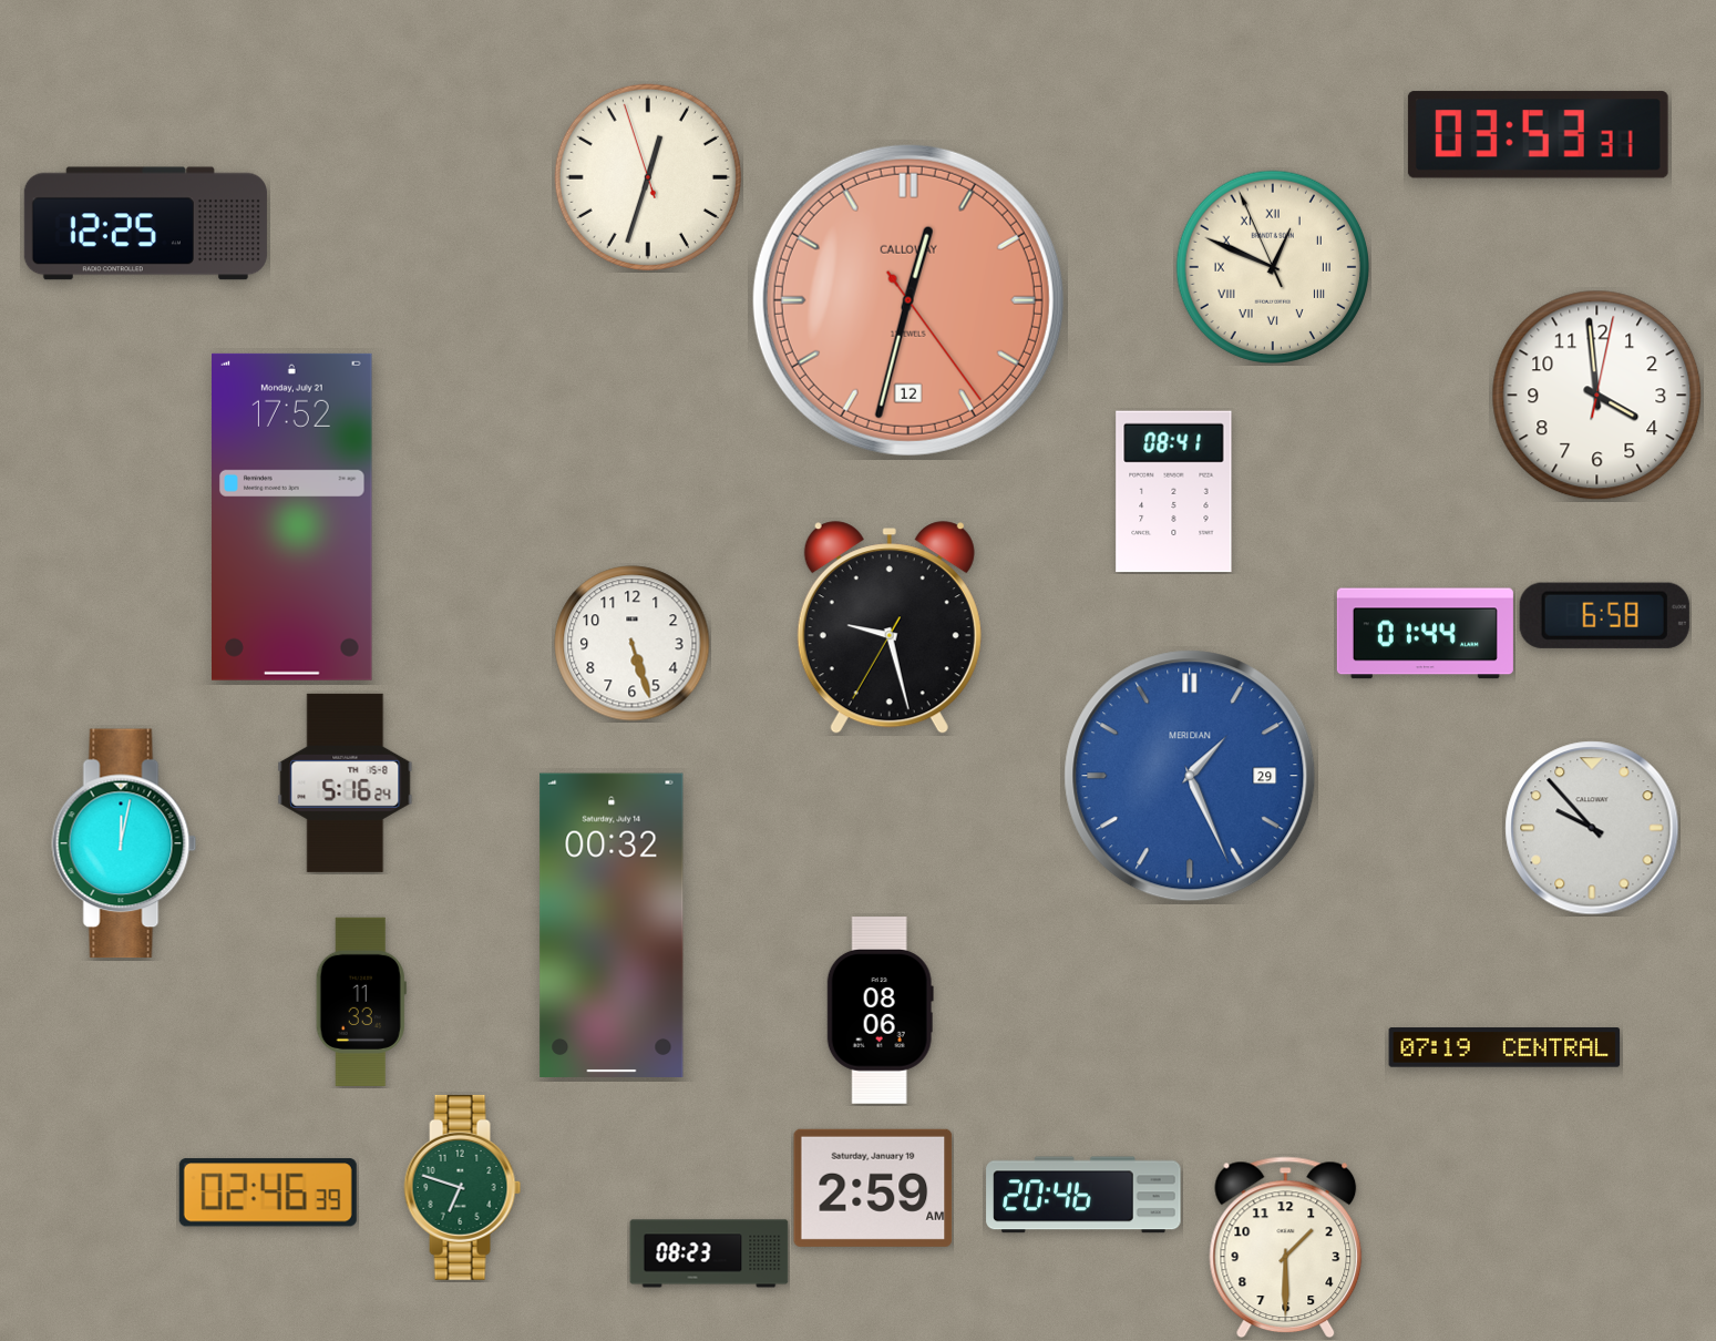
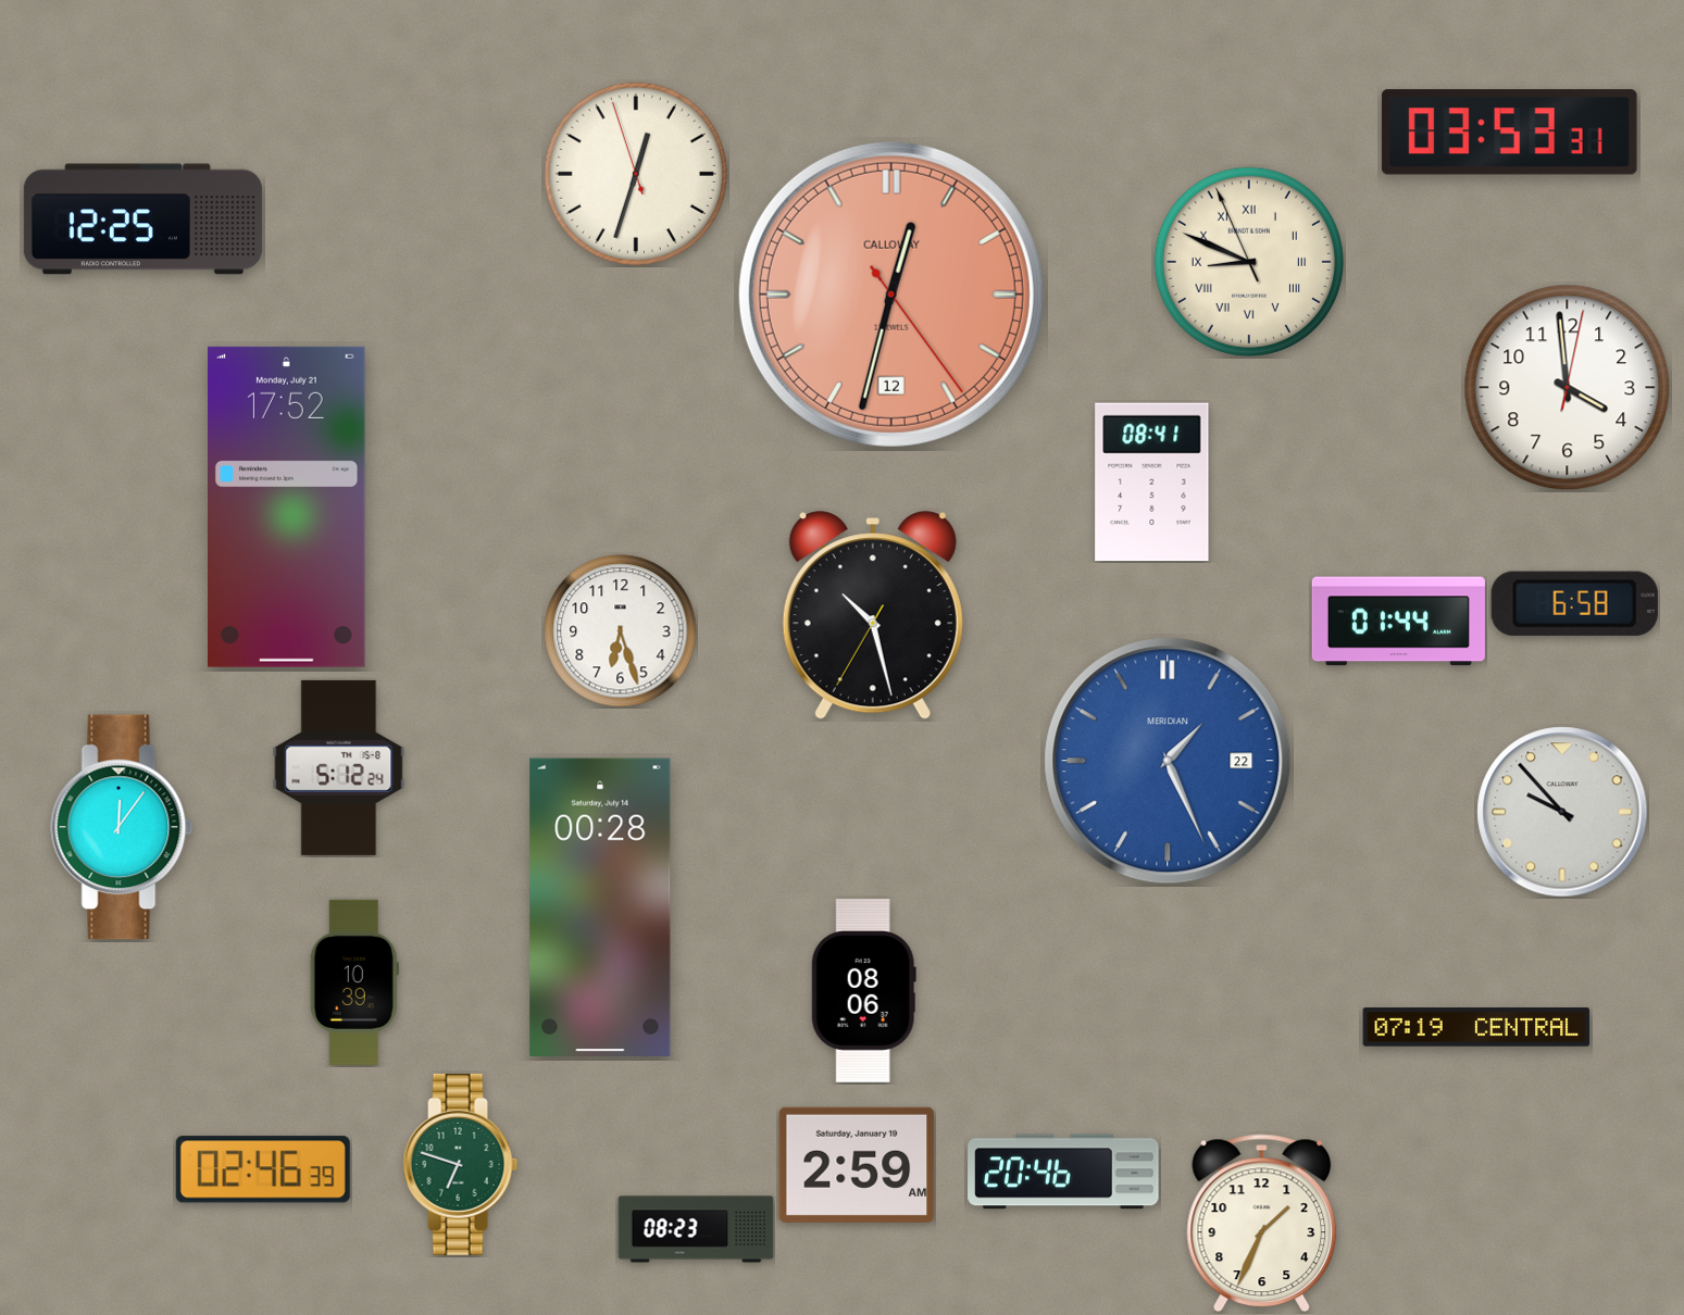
clock at (1272, 266): 12:48 -> 8:48
clock at (890, 628): 9:27 -> 10:27
clock at (633, 644): 5:27 -> 6:27
clock at (1190, 776) date: 29 -> 22
clock at (346, 782): 5:16 -> 5:12
clock at (124, 843): 12:02 -> 12:06
clock at (612, 924): 00:32 -> 00:28
clock at (361, 1001): 11:33 -> 10:39
clock at (463, 1187) position: (463, 1187) -> (461, 1164)
clock at (1286, 1248): 1:30 -> 1:34
